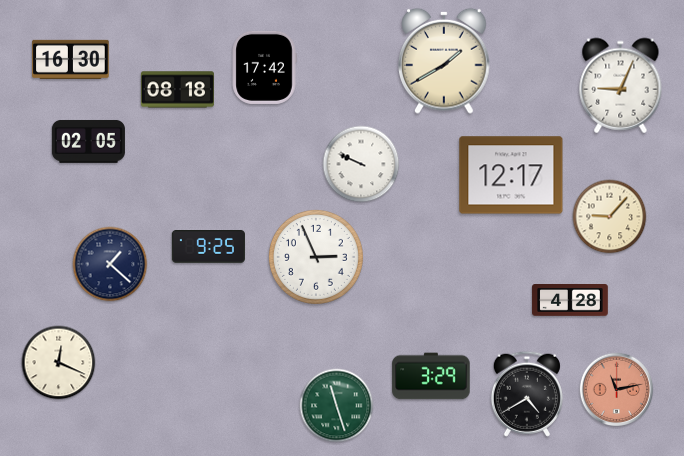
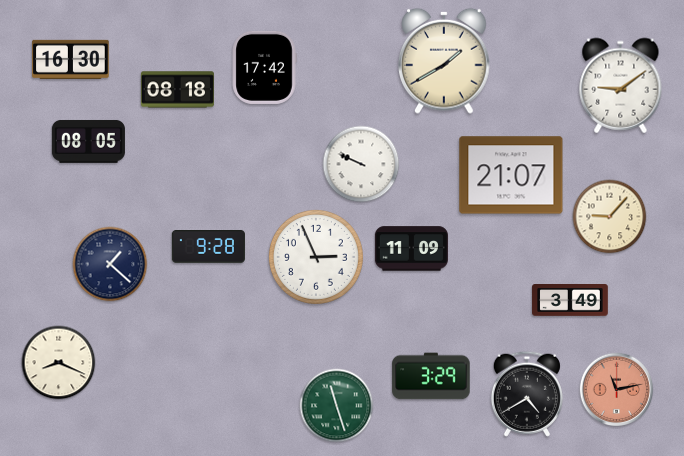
clock at (621, 86): 9:04 -> 9:09
clock at (88, 141): 02:05 -> 08:05
clock at (511, 175): 12:17 -> 21:07
clock at (208, 247): 9:25 -> 9:28
clock at (411, 249): none -> 11:09
clock at (570, 300): 4:28 -> 3:49
clock at (59, 363): 12:19 -> 8:19
